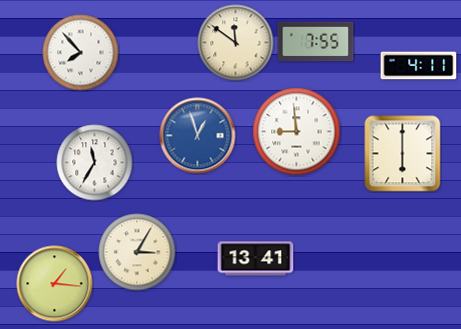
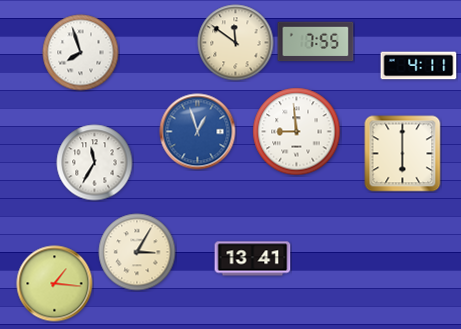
clock at (81, 53): 7:53 -> 7:57
clock at (198, 136) position: (198, 136) -> (198, 132)
clock at (256, 259) position: (256, 259) -> (253, 259)
